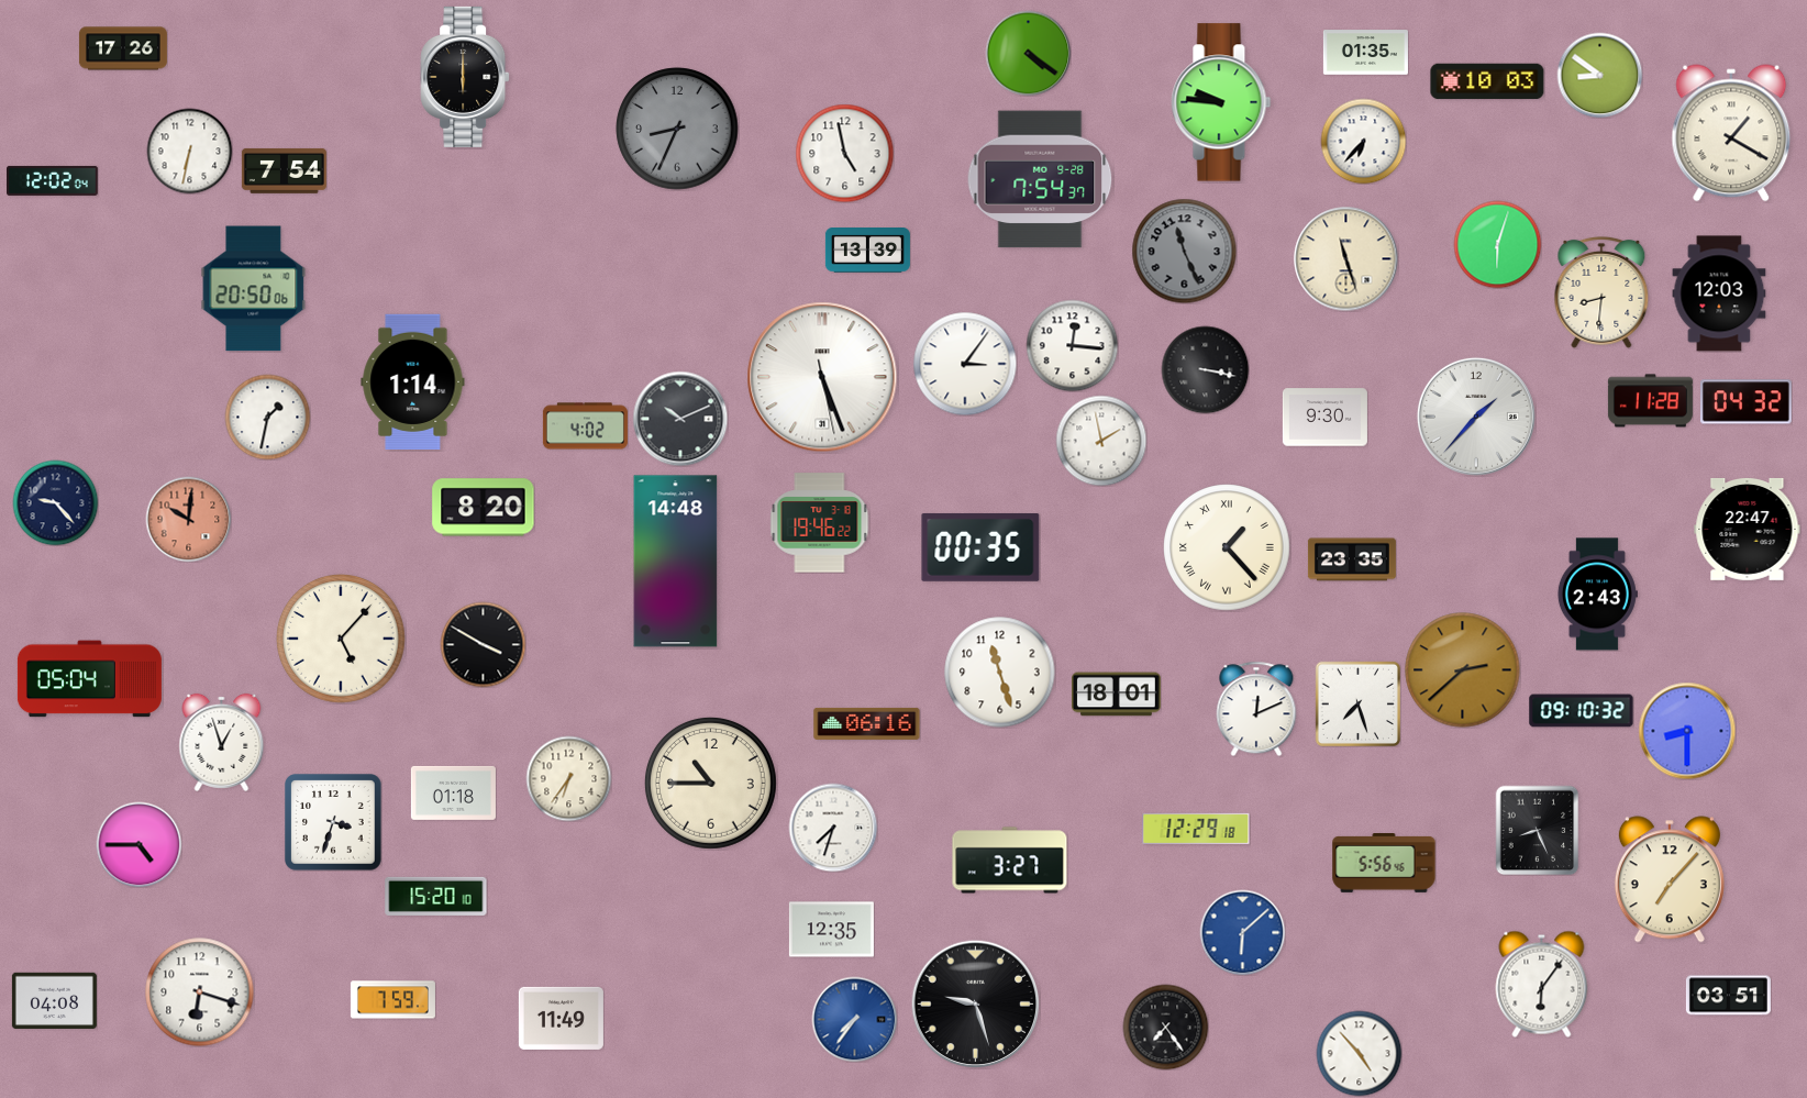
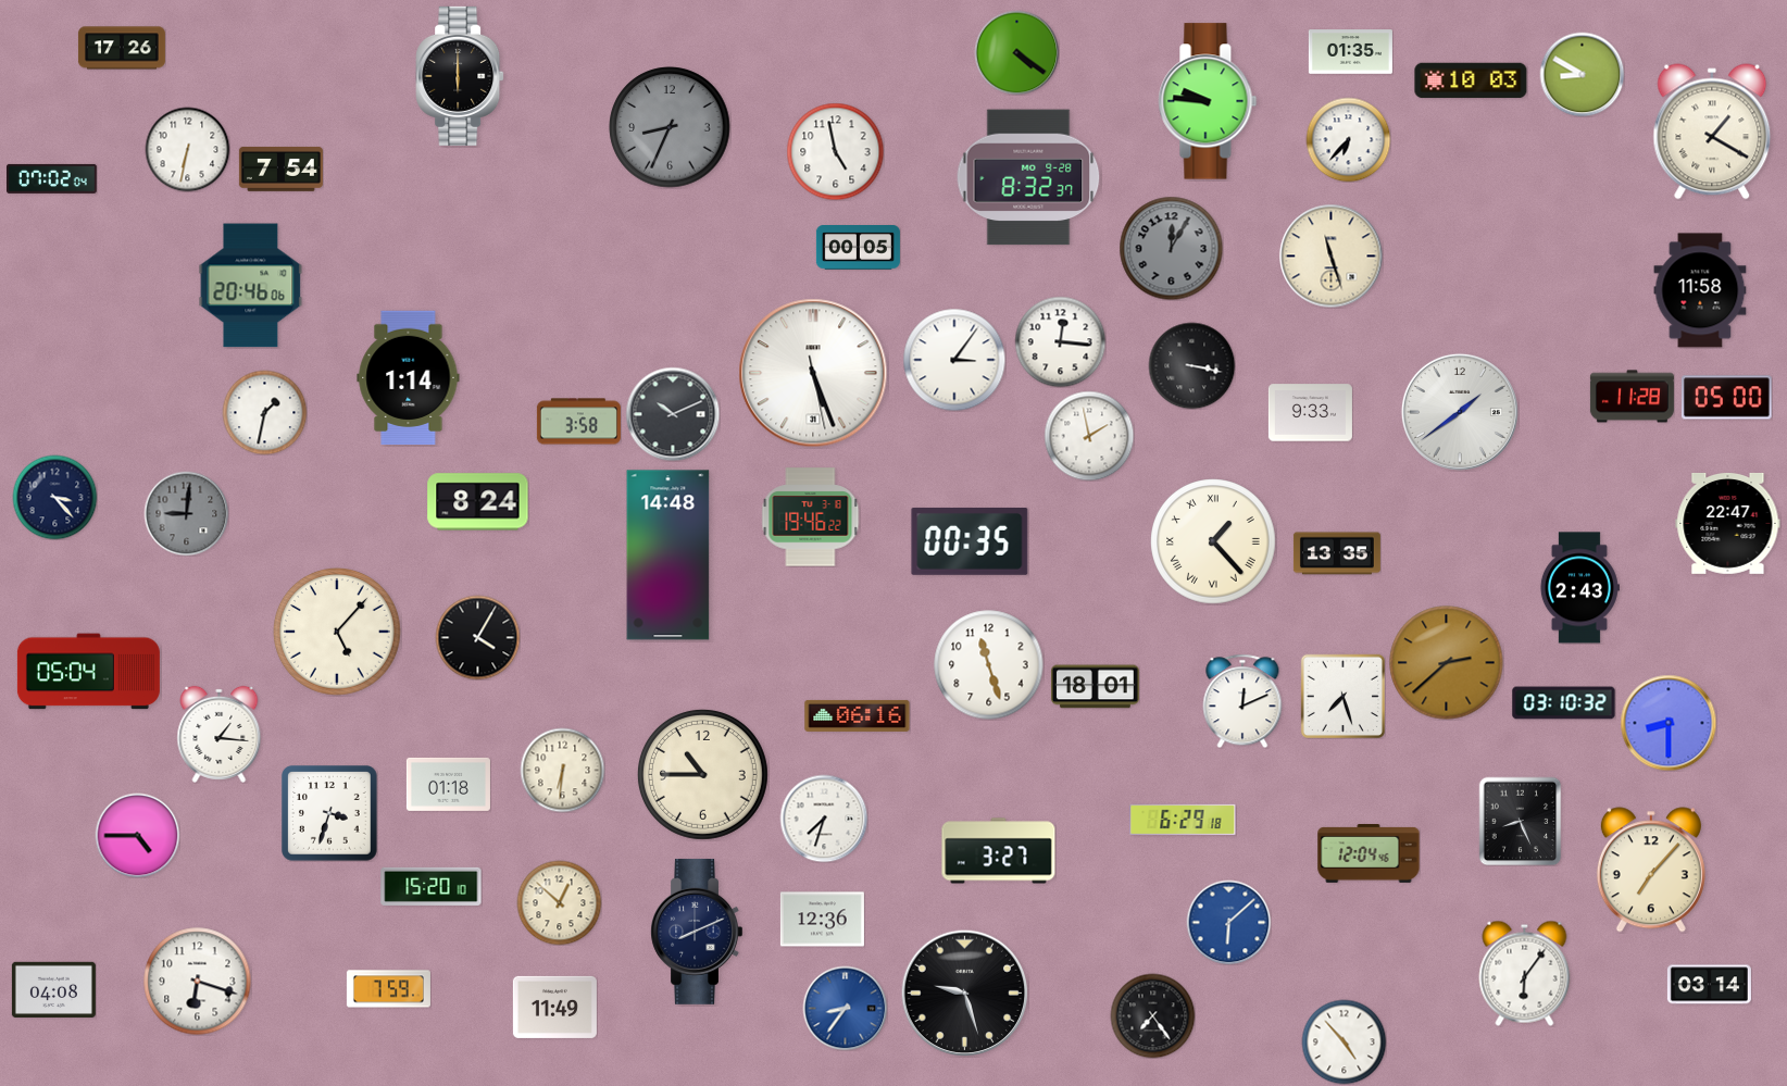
clock at (1599, 75): 8:51 -> 8:50
clock at (1040, 179): 7:54 -> 8:32
clock at (53, 180): 12:02 -> 07:02
clock at (1497, 244): 6:03 -> none
clock at (867, 251): 13:39 -> 00:05
clock at (1184, 251): 11:26 -> 12:05
clock at (254, 289): 20:50 -> 20:46
clock at (1601, 292): 8:31 -> none
clock at (1719, 293): 12:03 -> 11:58
clock at (1745, 402): 04:32 -> 05:00
clock at (1476, 417): 1:37 -> 1:39
clock at (1324, 418): 9:30 -> 9:33
clock at (585, 426): 4:02 -> 3:58
clock at (55, 502): 9:23 -> 3:23
clock at (484, 508): 8:20 -> 8:24
clock at (188, 519): 10:01 -> 9:01
clock at (188, 519) dial: salmon -> grey
clock at (1352, 559): 23:35 -> 13:35
clock at (483, 644): 3:50 -> 4:05
clock at (1116, 695) position: (1116, 695) -> (1095, 687)
clock at (1582, 711): 09:10 -> 03:10
clock at (222, 742): 12:57 -> 1:16
clock at (568, 778): 6:36 -> 6:31
clock at (1196, 829): 12:29 -> 6:29
clock at (1384, 863): 5:56 -> 12:04
clock at (559, 902): none -> 12:52
clock at (831, 930): 12:35 -> 12:36
clock at (697, 932): none -> 8:11
clock at (1728, 996): 03:51 -> 03:14
clock at (854, 1019): 7:36 -> 8:36
